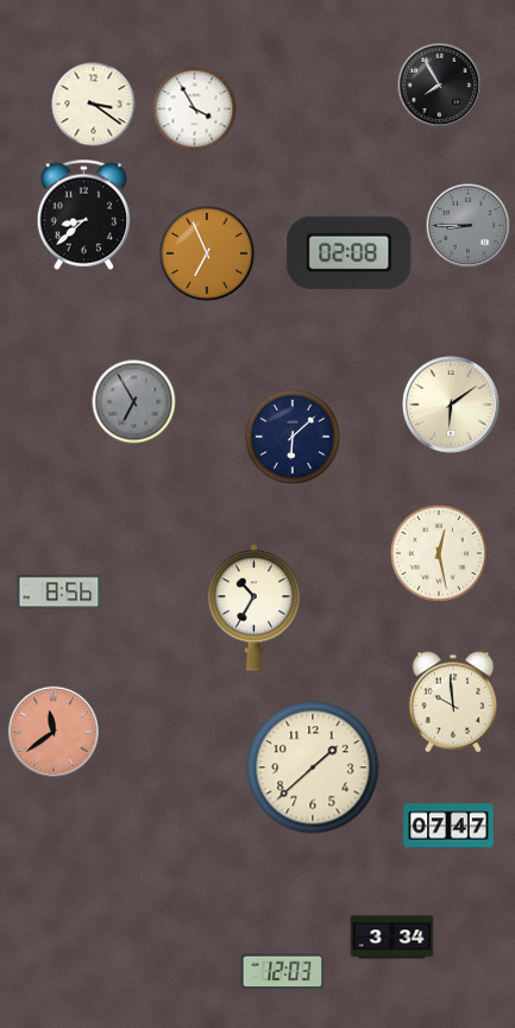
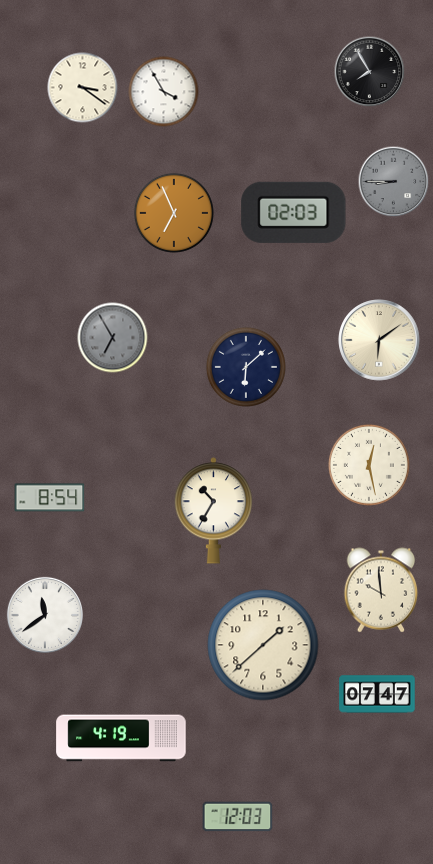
clock at (94, 105) position: (94, 105) -> (83, 88)
clock at (84, 214): 8:38 -> none
clock at (469, 226) position: (469, 226) -> (394, 182)
clock at (350, 252): 02:08 -> 02:03
clock at (59, 593): 8:56 -> 8:54
clock at (54, 732) dial: salmon -> white
clock at (121, 738): none -> 4:19
clock at (392, 938): 3:34 -> none
